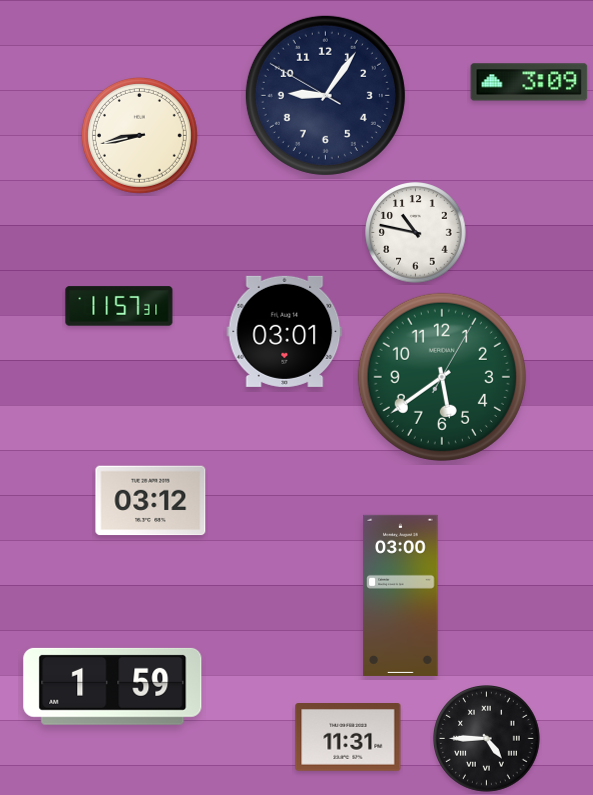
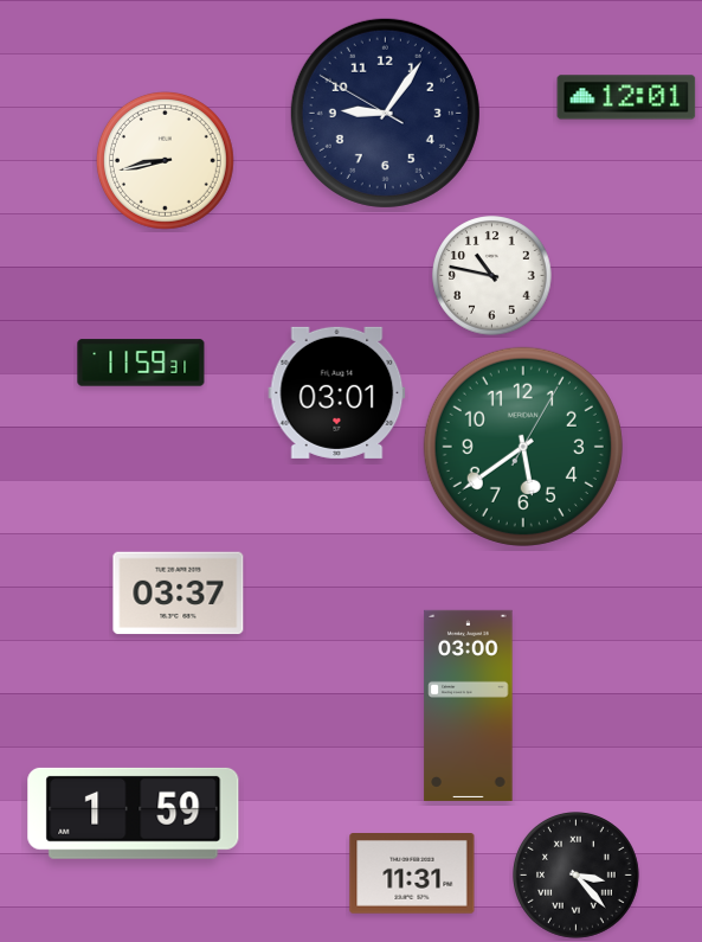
clock at (529, 82): 3:09 -> 12:01
clock at (119, 306): 11:57 -> 11:59
clock at (151, 501): 03:12 -> 03:37
clock at (401, 595) position: (401, 595) -> (469, 705)
clock at (487, 739): 4:45 -> 3:23
